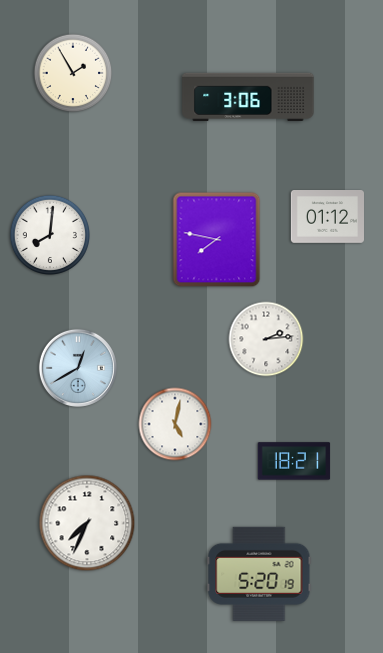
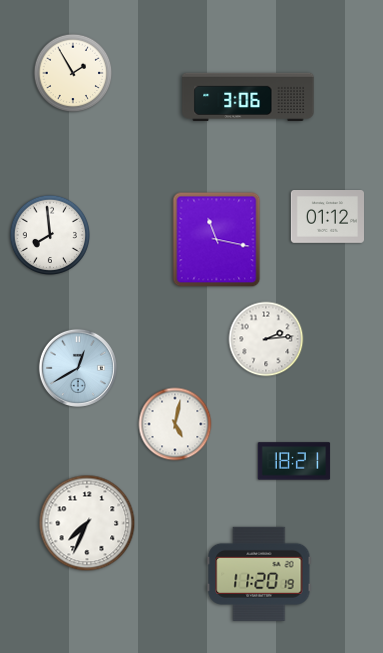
clock at (49, 234): 8:01 -> 7:59
clock at (217, 240): 7:47 -> 11:17
clock at (259, 574): 5:20 -> 11:20
